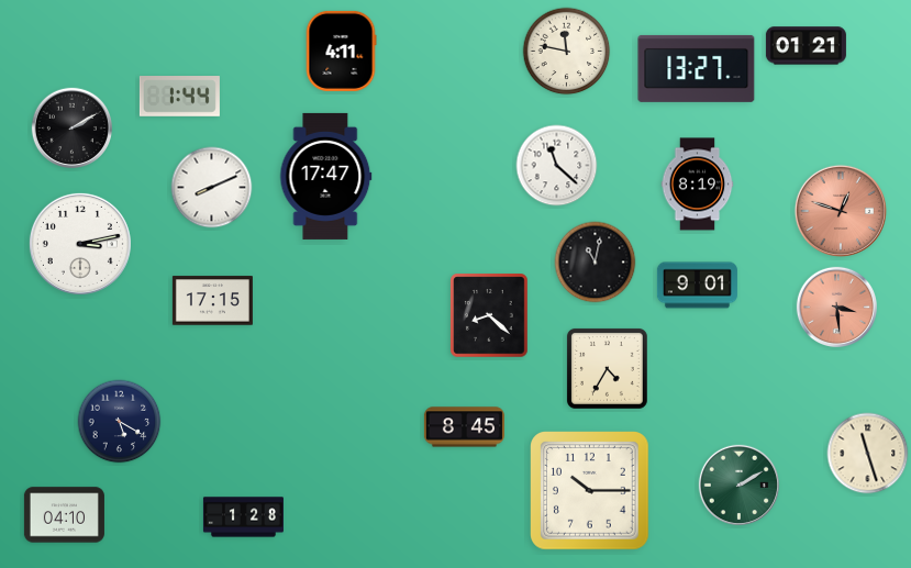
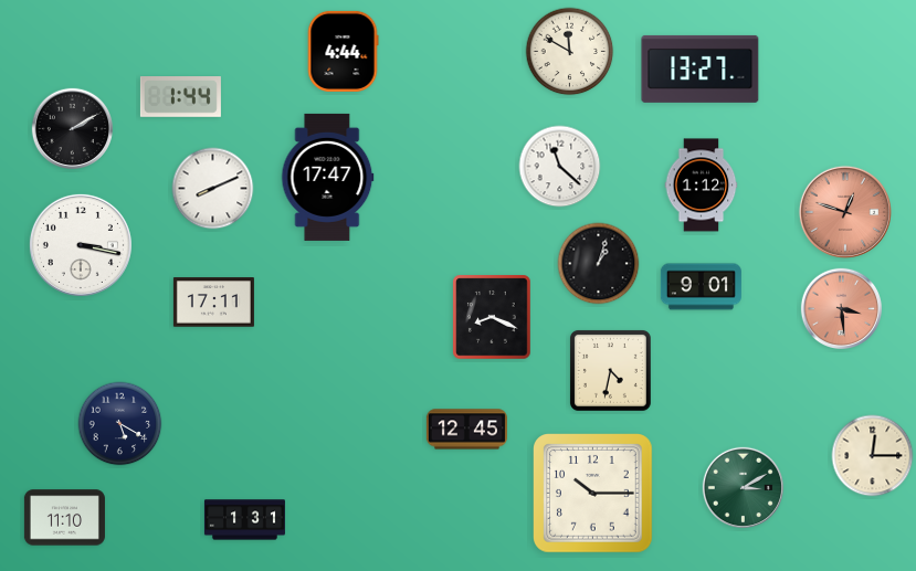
clock at (806, 46): 01:21 -> none
clock at (341, 51): 4:11 -> 4:44
clock at (567, 52): 11:47 -> 11:50
clock at (698, 185): 8:19 -> 1:12
clock at (80, 244): 3:13 -> 3:17
clock at (596, 263): 11:02 -> 1:03
clock at (212, 301): 17:15 -> 17:11
clock at (489, 315): 8:22 -> 8:19
clock at (607, 368): 4:35 -> 4:32
clock at (464, 427): 8:45 -> 12:45
clock at (868, 454): 11:27 -> 12:15
clock at (738, 485): 2:10 -> 3:10
clock at (64, 515): 04:10 -> 11:10
clock at (243, 517): 1:28 -> 1:31
